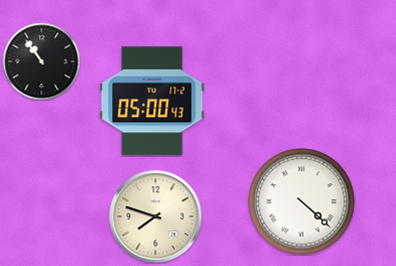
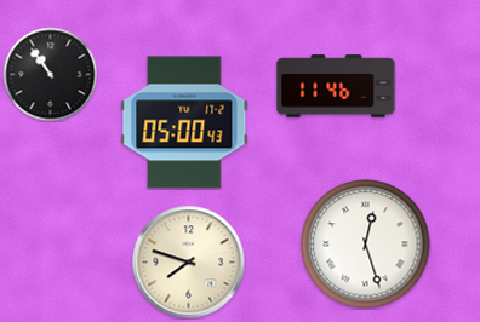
clock at (336, 86): none -> 11:46
clock at (302, 202): 4:22 -> 12:27
